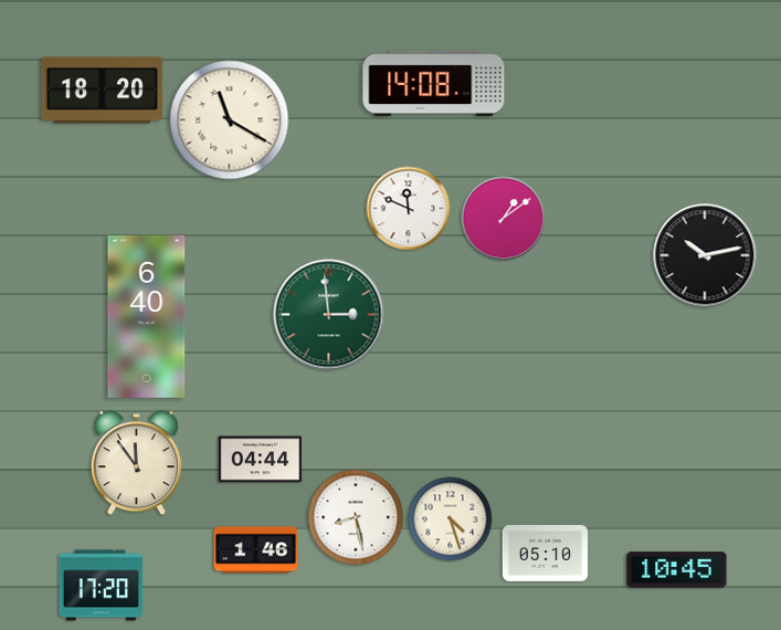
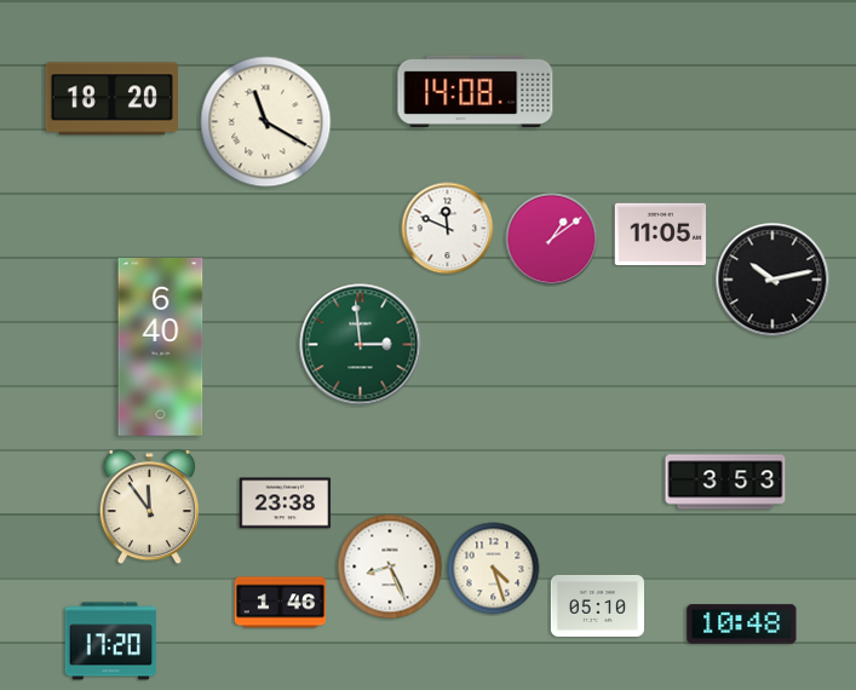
clock at (230, 120) position: (230, 120) -> (266, 122)
clock at (661, 234): none -> 11:05
clock at (725, 482): none -> 3:53
clock at (261, 460): 04:44 -> 23:38
clock at (356, 517): 8:28 -> 8:26
clock at (677, 570): 10:45 -> 10:48
